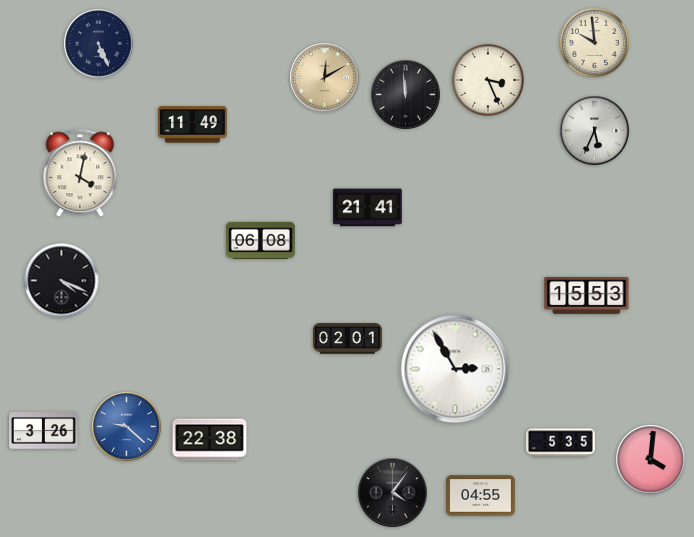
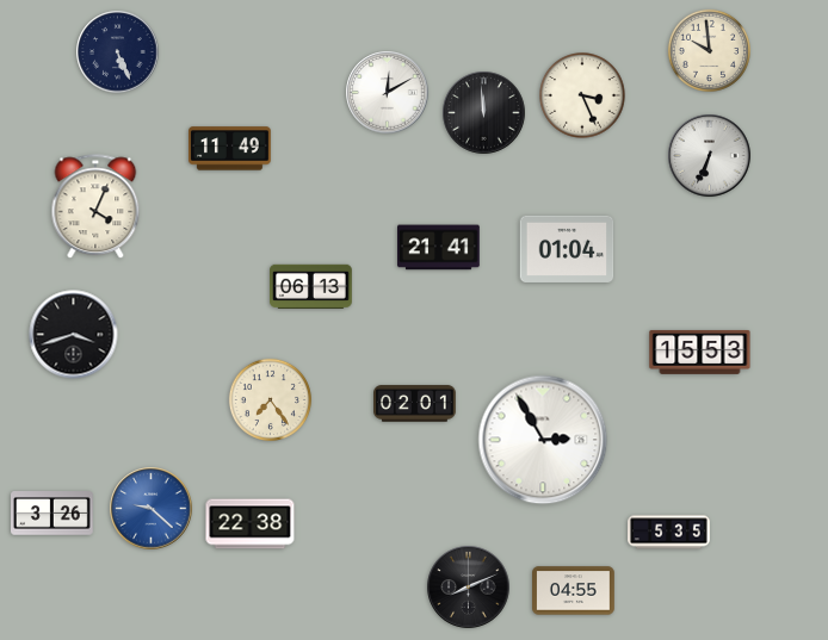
clock at (325, 78) dial: champagne -> white
clock at (595, 131): 5:34 -> 6:34
clock at (80, 174): 4:02 -> 4:04
clock at (567, 249): none -> 01:04
clock at (261, 240): 06:08 -> 06:13
clock at (62, 281): 4:19 -> 3:42
clock at (270, 399): none -> 7:24
clock at (561, 443) position: (561, 443) -> (669, 533)
clock at (651, 460): 4:01 -> none
clock at (393, 493): 4:06 -> 8:11
